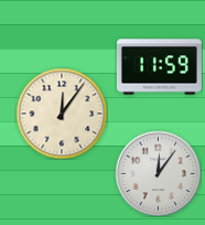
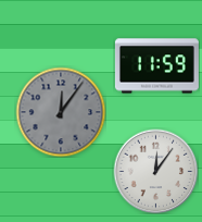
clock at (62, 114) dial: cream -> grey
